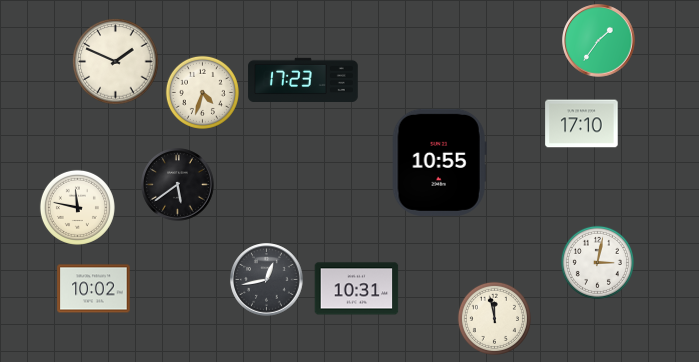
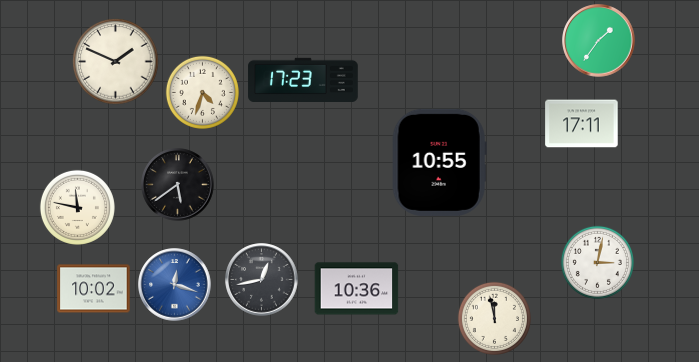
clock at (582, 124): 17:10 -> 17:11
clock at (267, 280) position: (267, 280) -> (262, 280)
clock at (175, 285): none -> 12:18
clock at (357, 289): 10:31 -> 10:36
